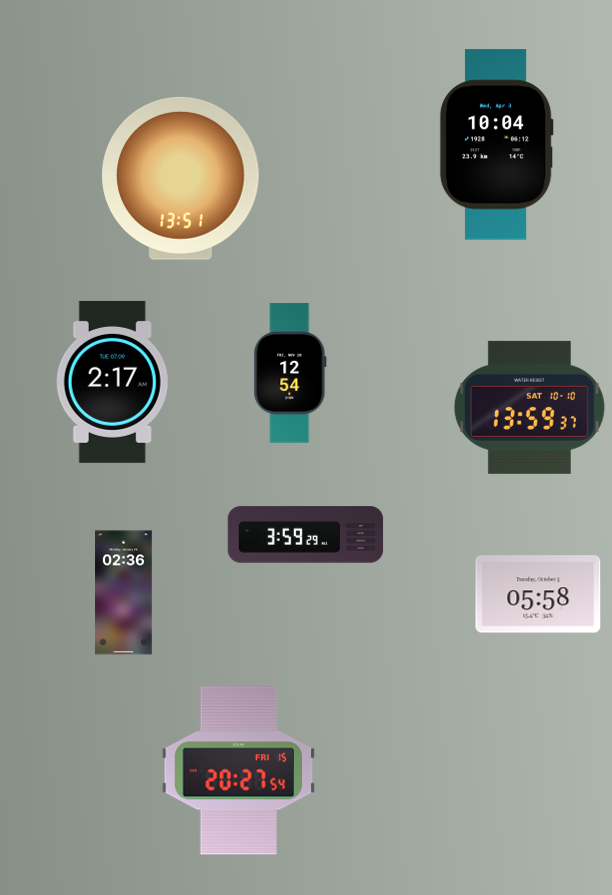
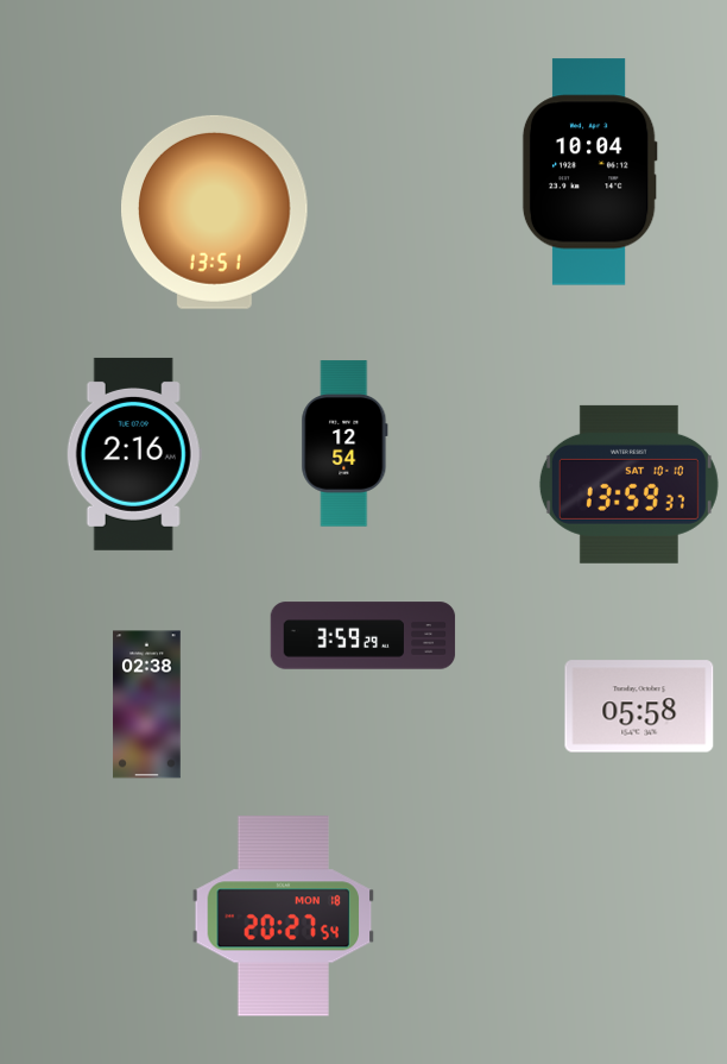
clock at (113, 382): 2:17 -> 2:16
clock at (124, 593): 02:36 -> 02:38
clock at (239, 771) date: FRI 15 -> MON 18
